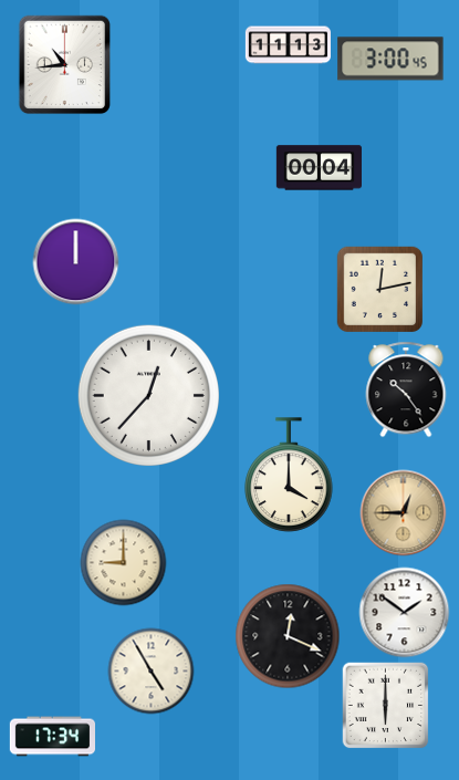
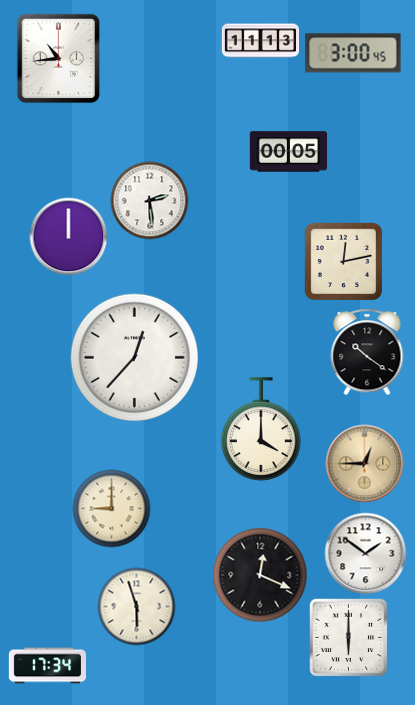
clock at (319, 168): 00:04 -> 00:05
clock at (149, 200): none -> 2:29
clock at (406, 389): 10:24 -> 10:21
clock at (150, 670): 4:55 -> 5:57
